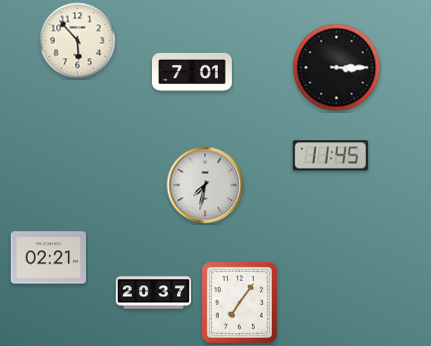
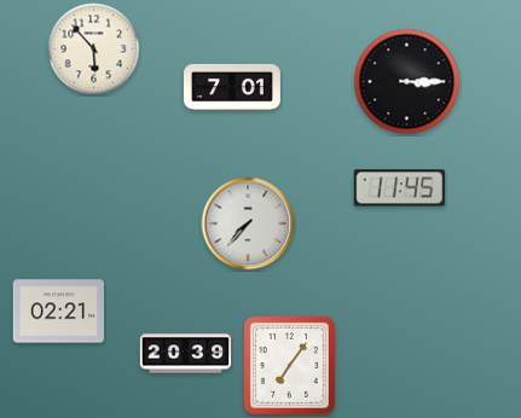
clock at (205, 185): 7:32 -> 7:37
clock at (154, 293): 20:37 -> 20:39
